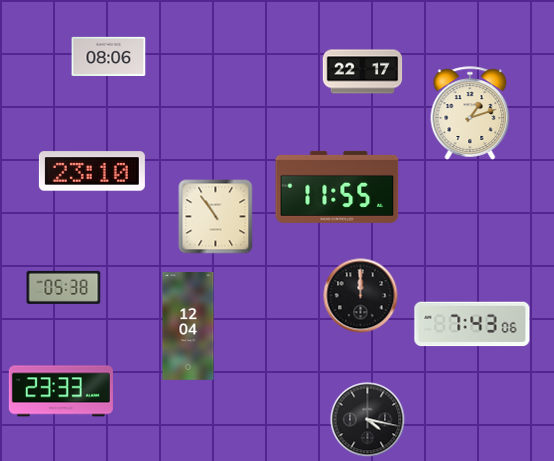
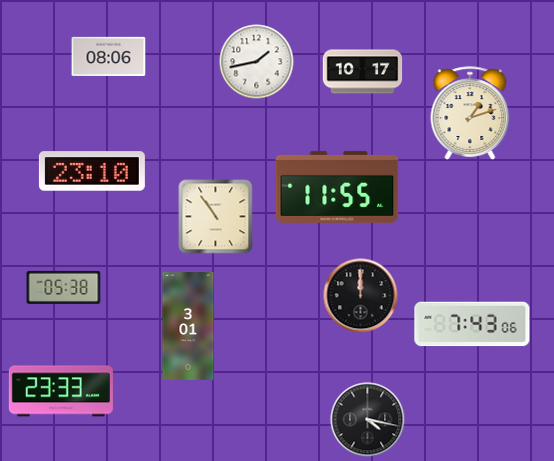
clock at (257, 62): none -> 1:43
clock at (363, 72): 22:17 -> 10:17
clock at (188, 327): 12:04 -> 3:01
